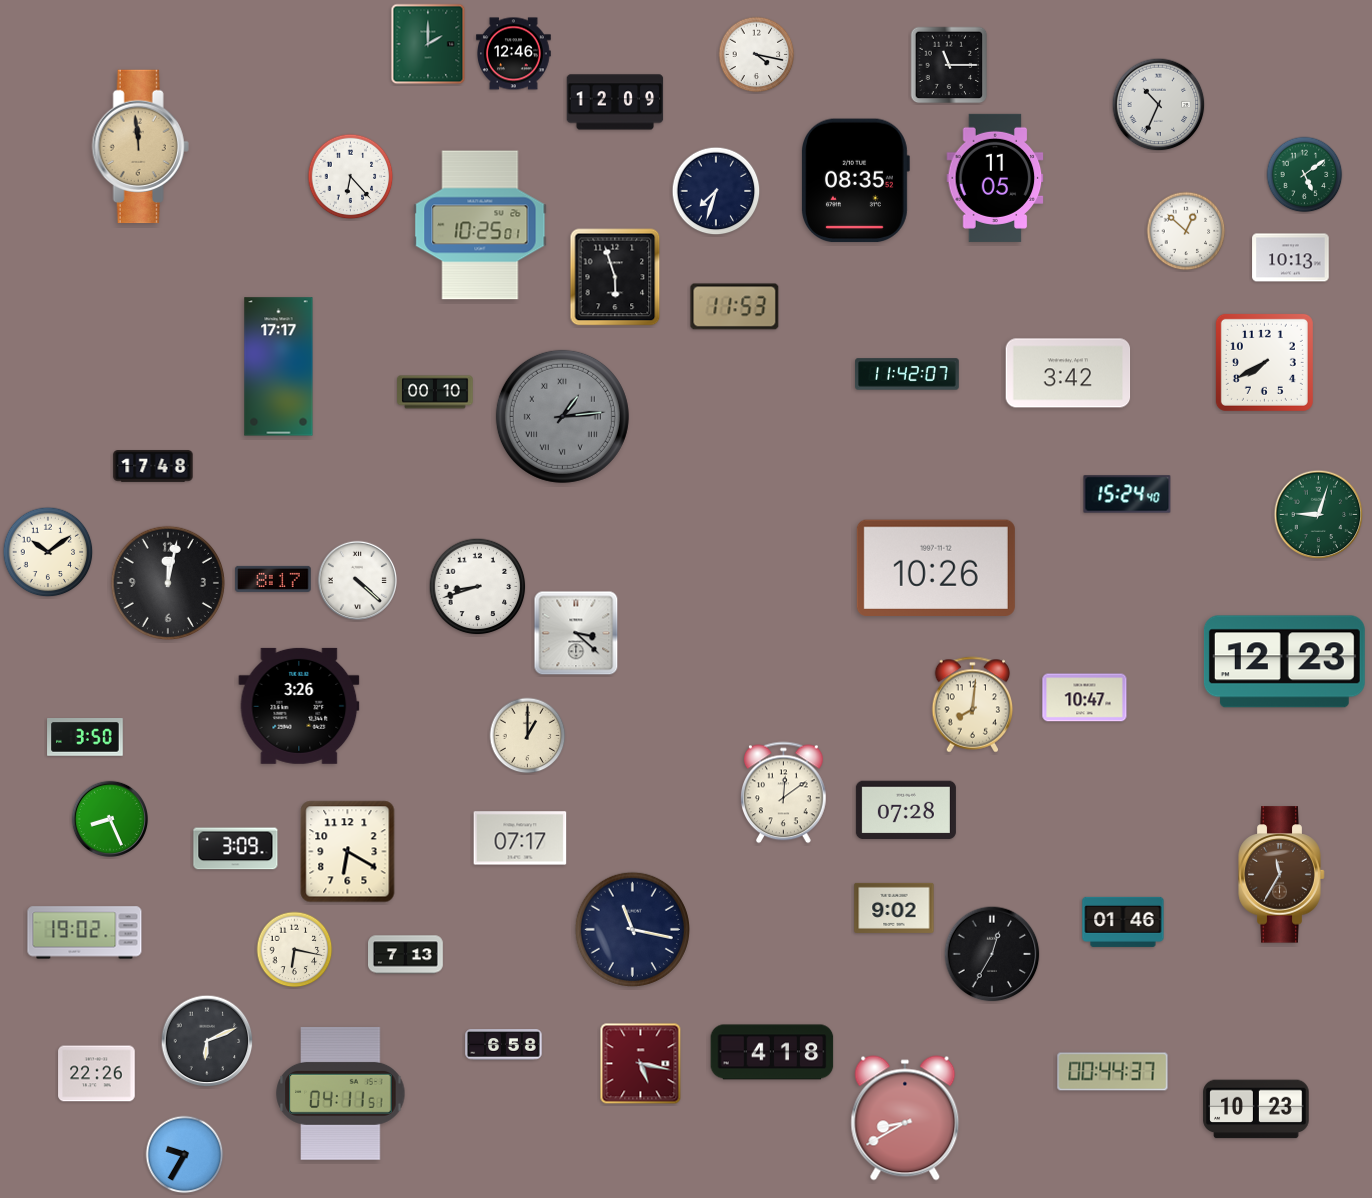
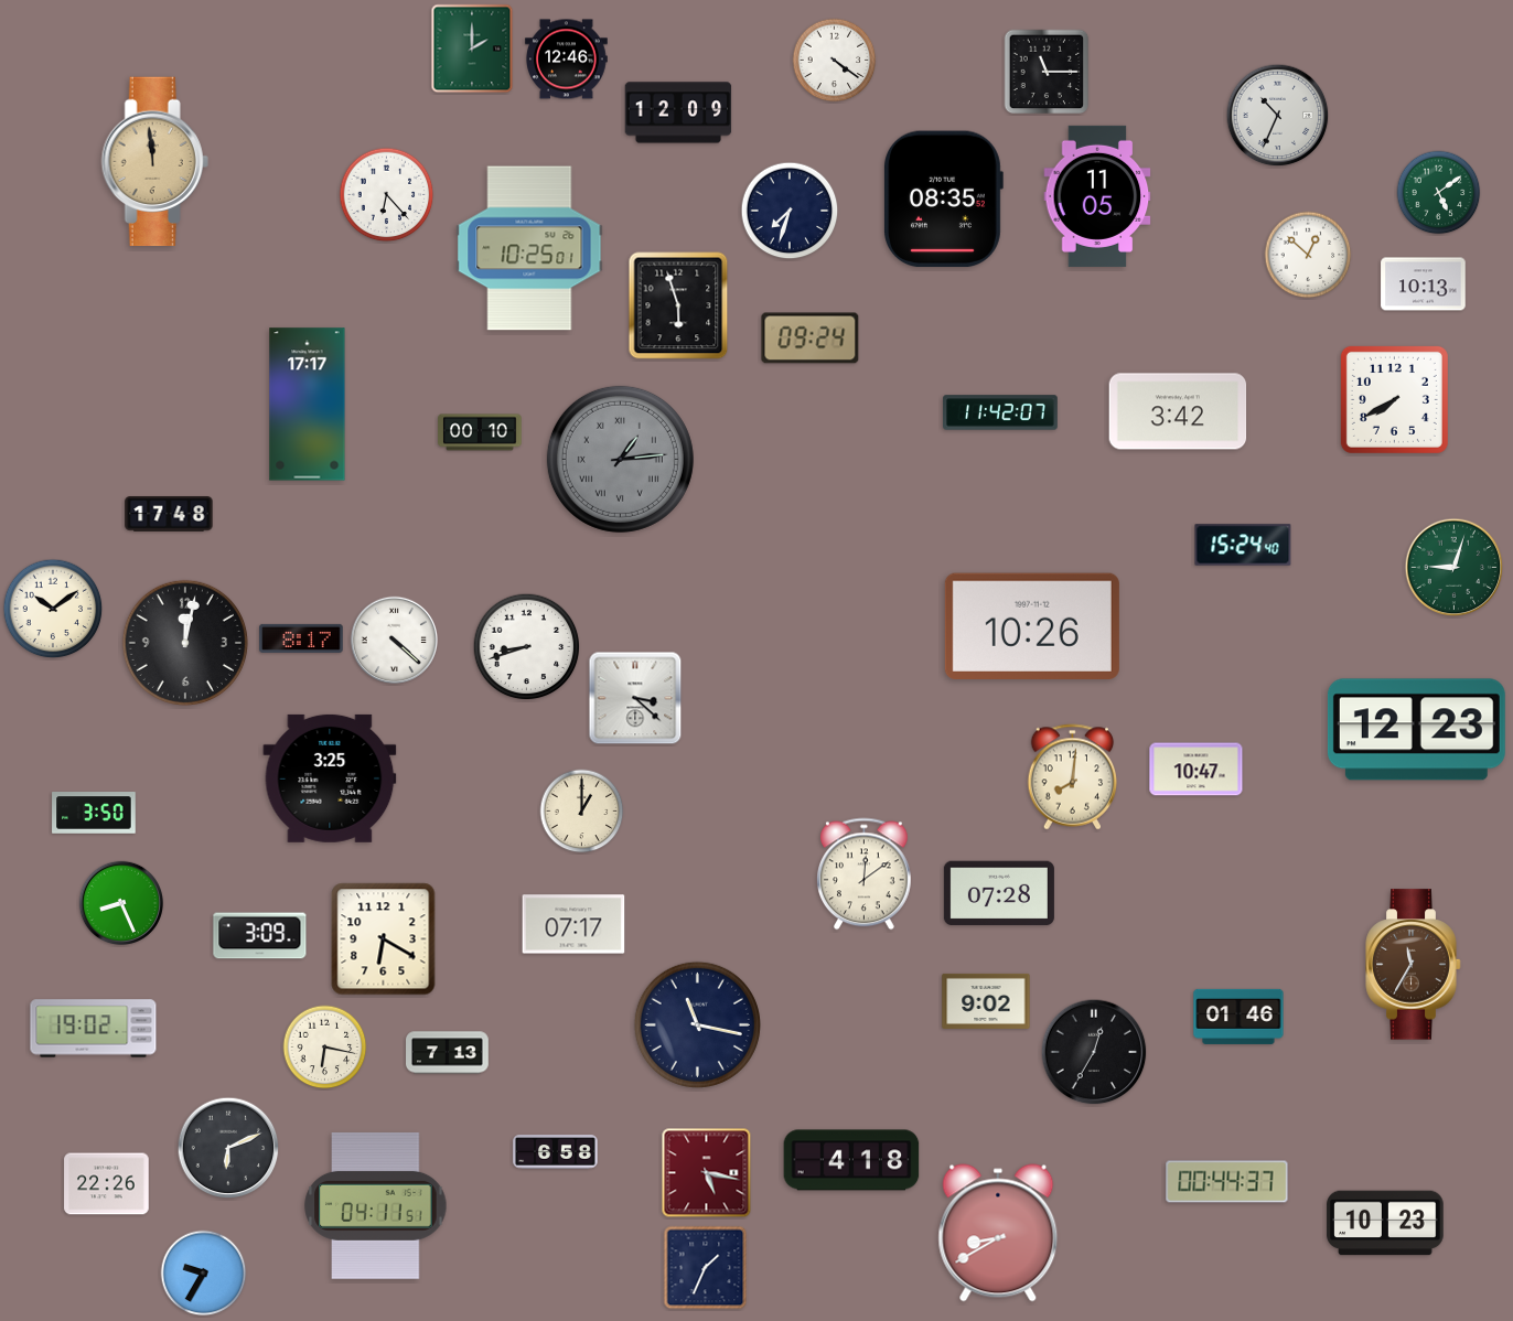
clock at (757, 55): 4:17 -> 4:21
clock at (735, 307): 11:53 -> 09:24
clock at (299, 706): 3:26 -> 3:25
clock at (706, 1268): none -> 1:34
